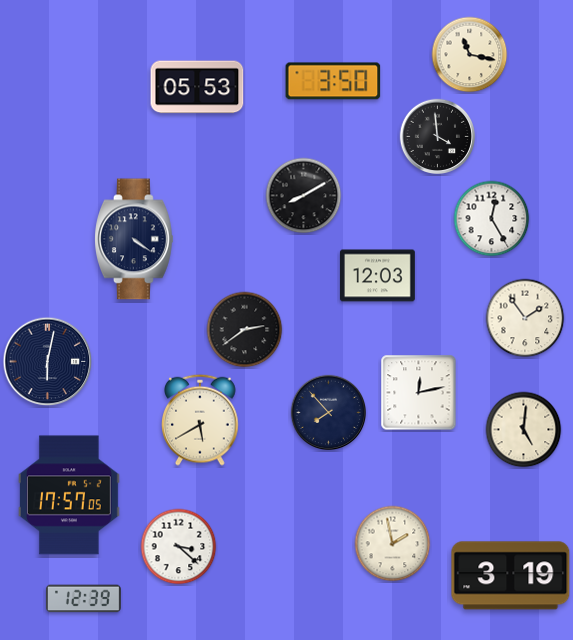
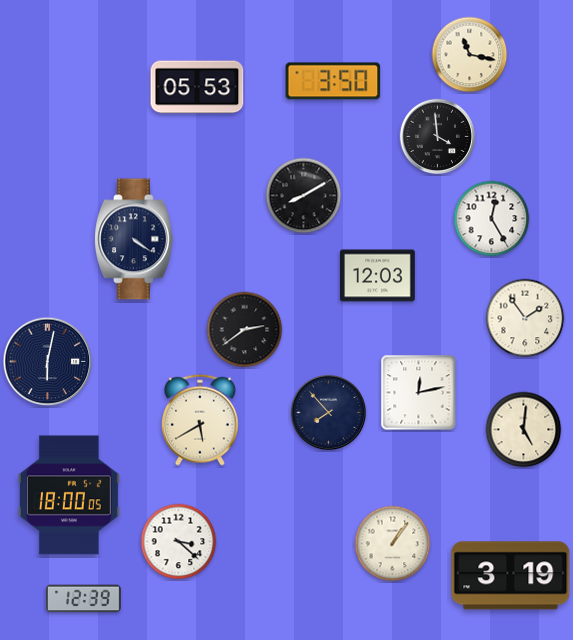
clock at (69, 495): 17:57 -> 18:00
clock at (393, 544): 1:58 -> 1:06
clock at (179, 547) position: (179, 547) -> (179, 542)
